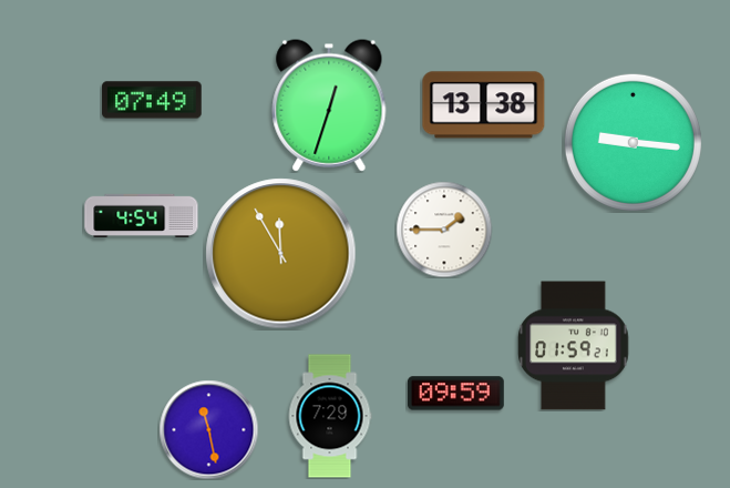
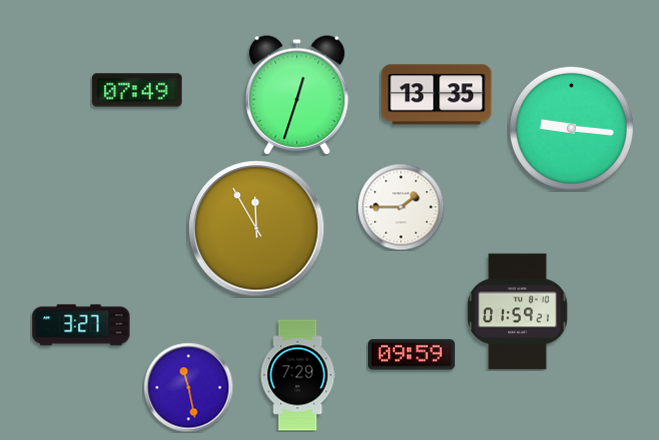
clock at (484, 105): 13:38 -> 13:35
clock at (142, 215): 4:54 -> none
clock at (281, 254) position: (281, 254) -> (257, 229)
clock at (81, 325): none -> 3:27
